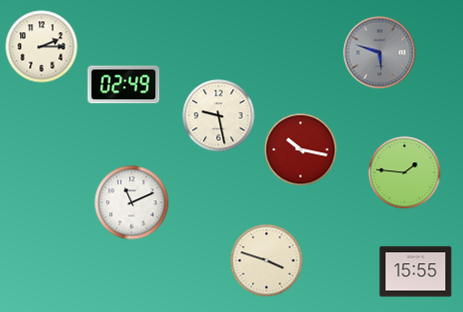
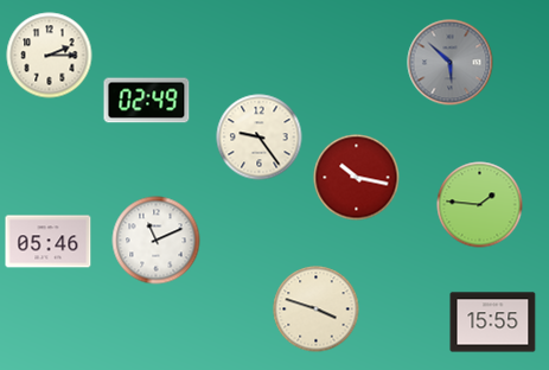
clock at (380, 53): 5:48 -> 5:52
clock at (219, 116): 9:28 -> 9:24
clock at (49, 242): none -> 05:46
